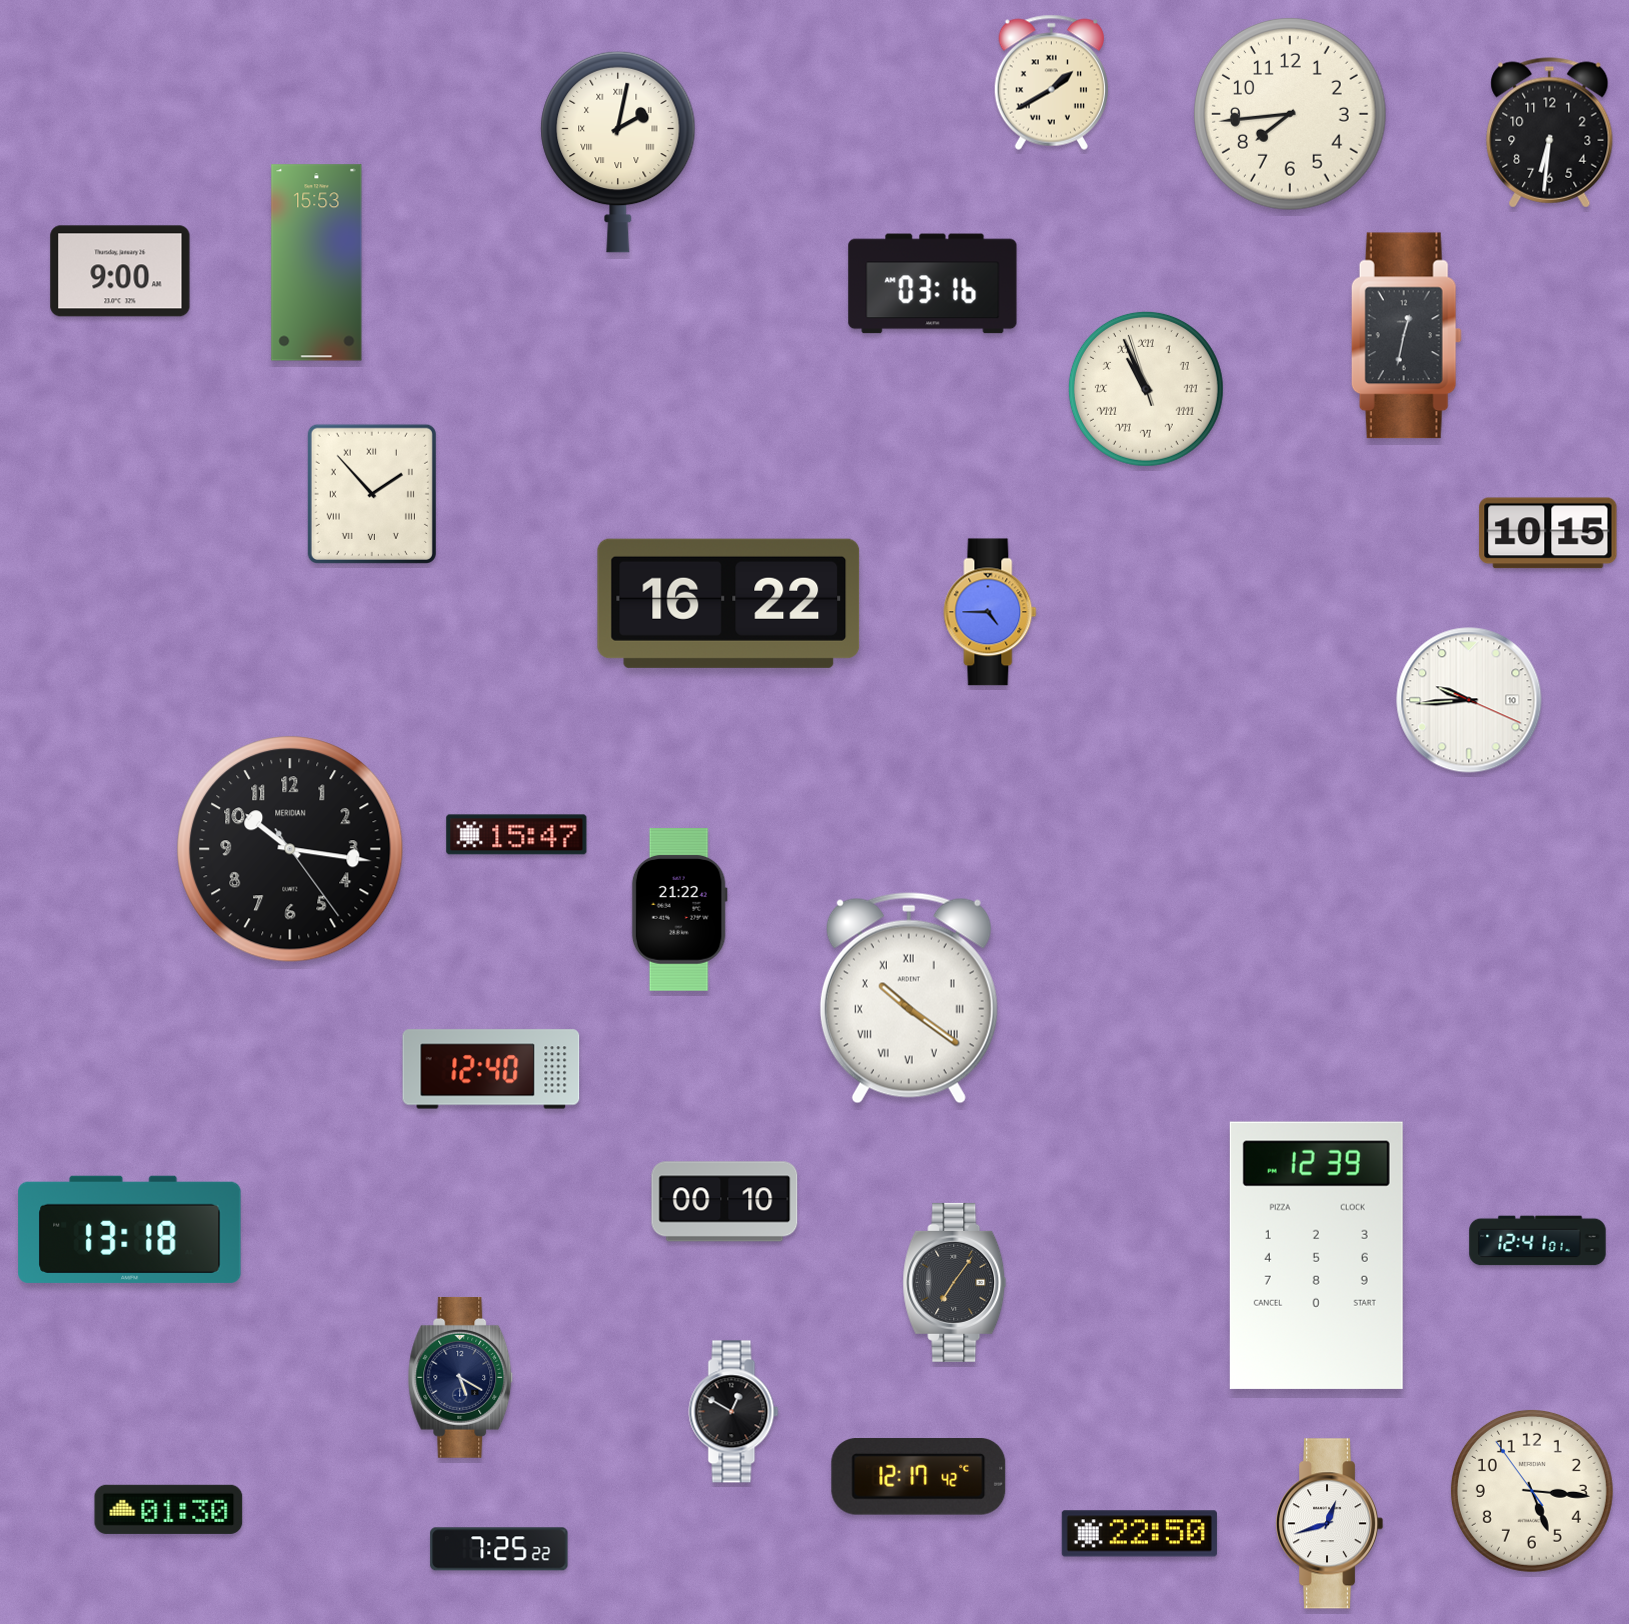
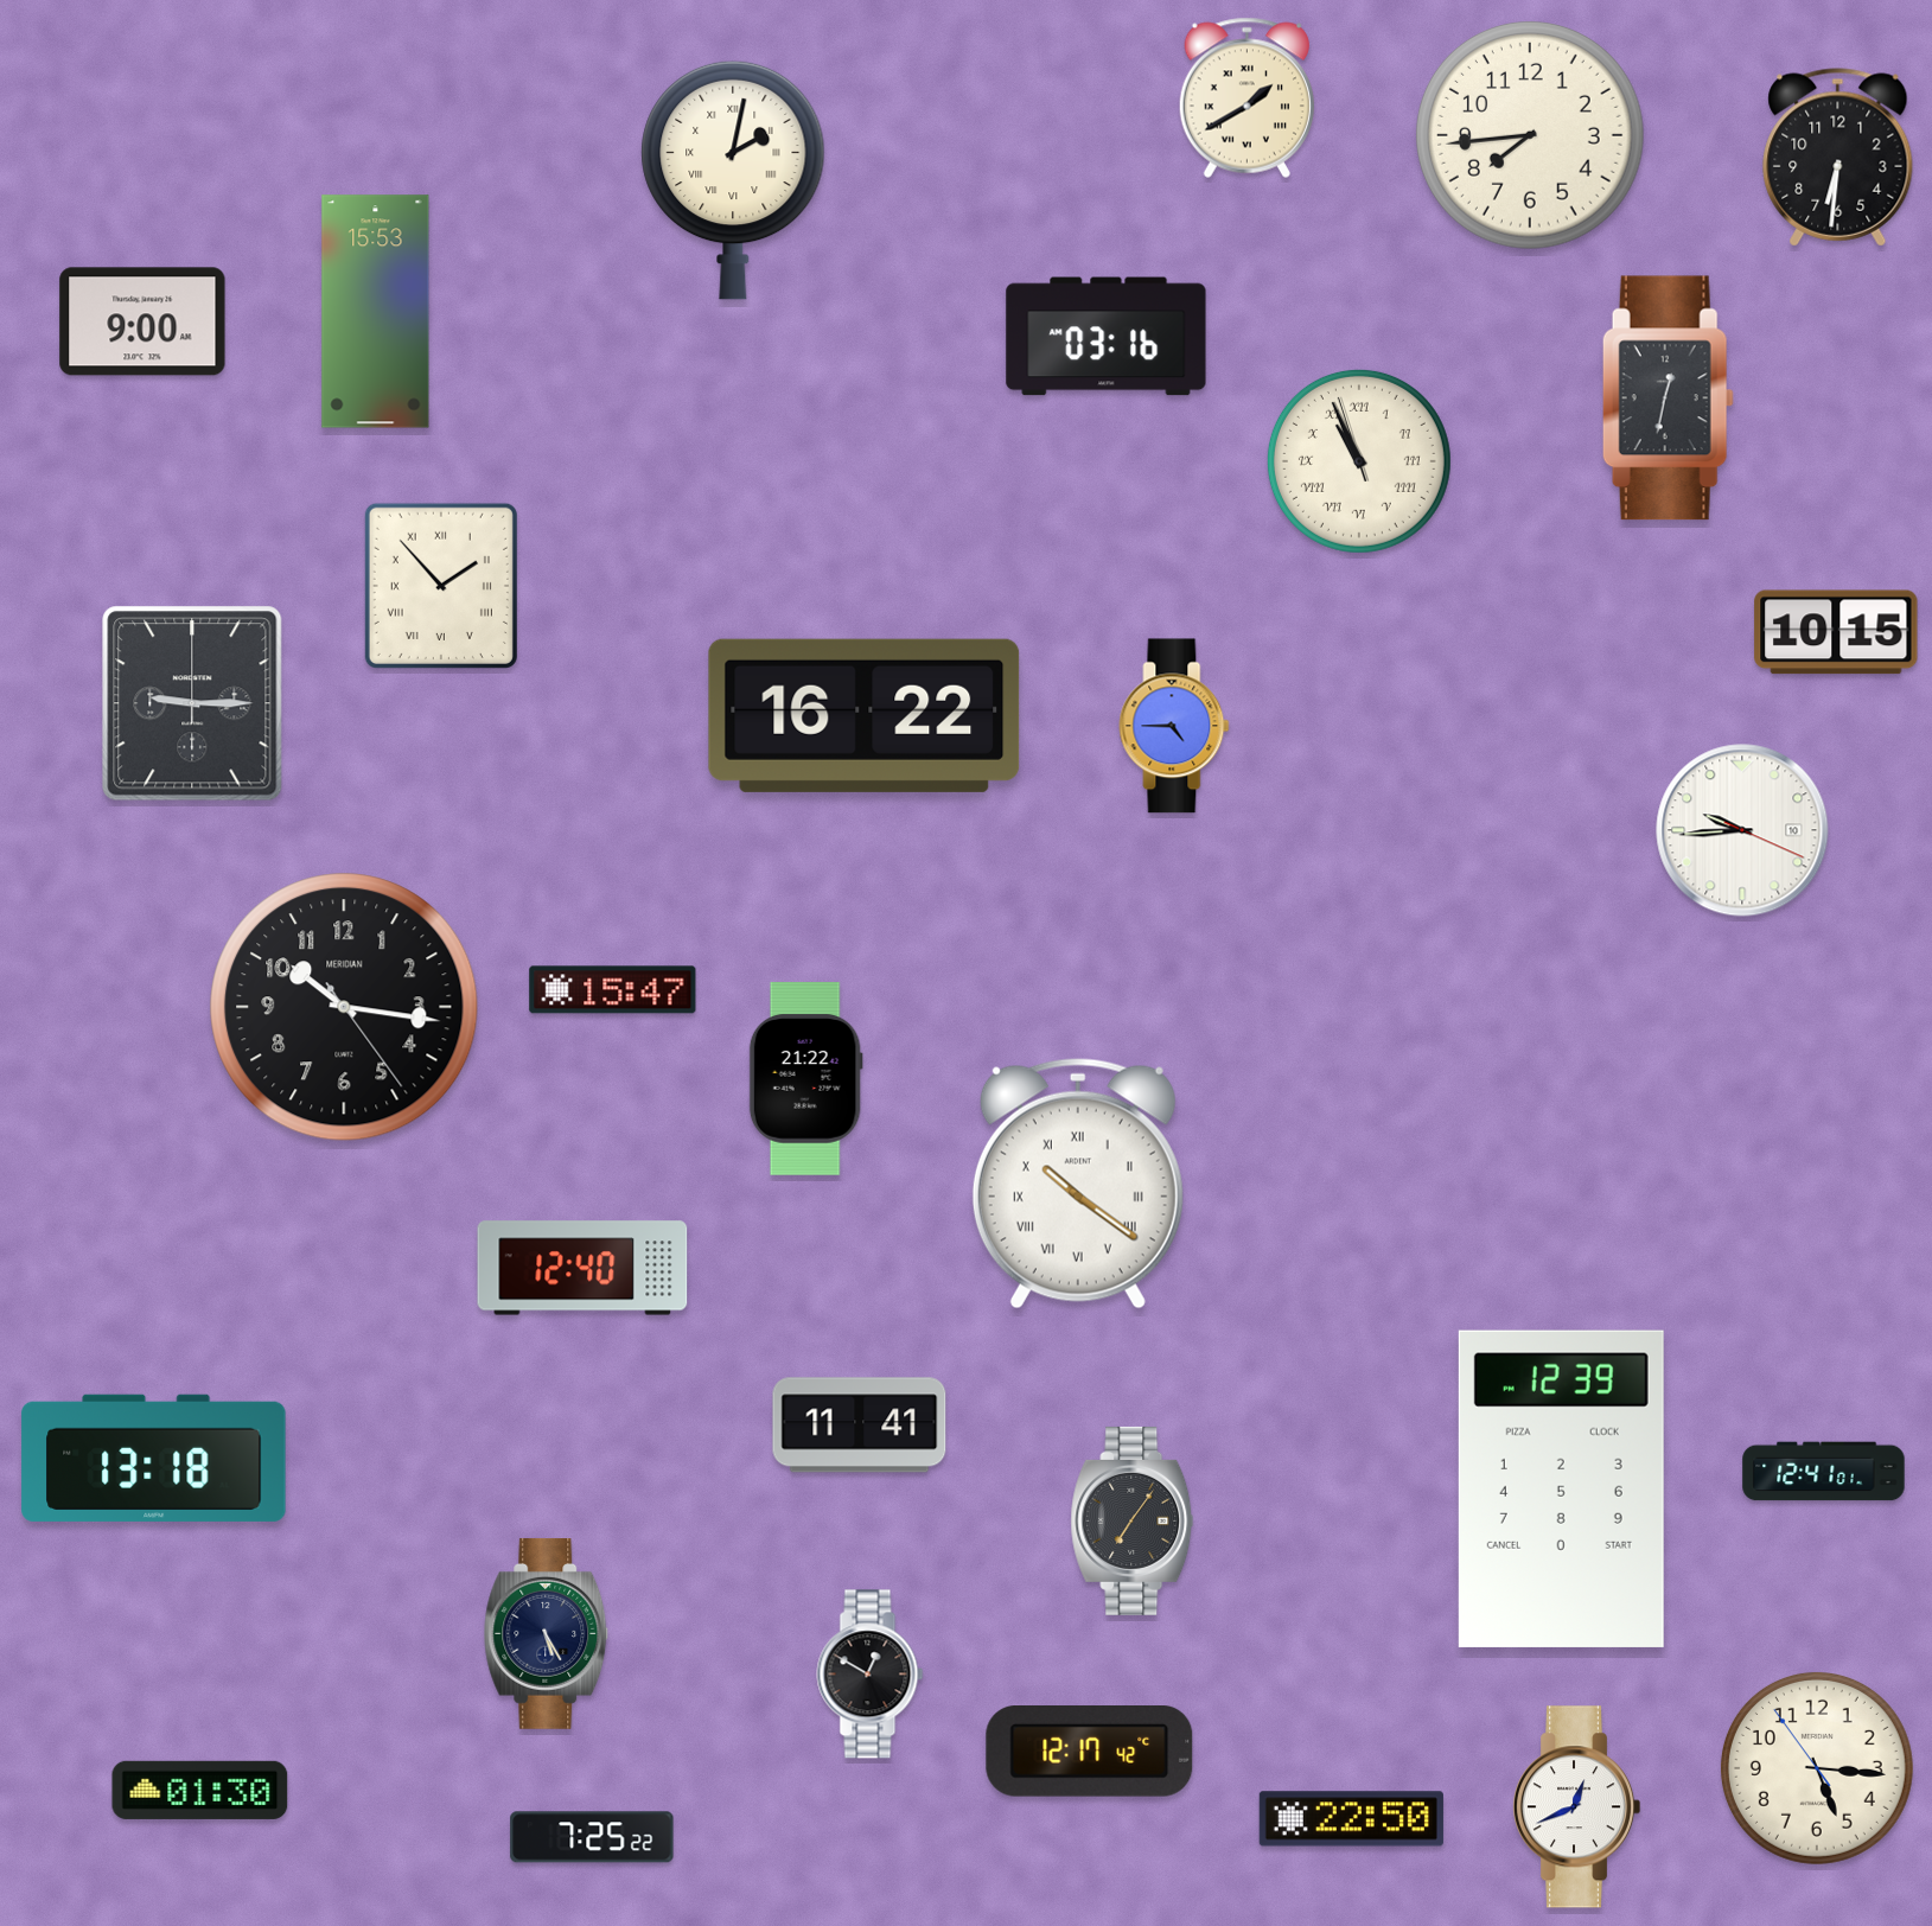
clock at (192, 703): none -> 9:15
clock at (725, 1202): 00:10 -> 11:41
clock at (461, 1377): 5:20 -> 5:25
clock at (1329, 1524): 12:42 -> 12:41
